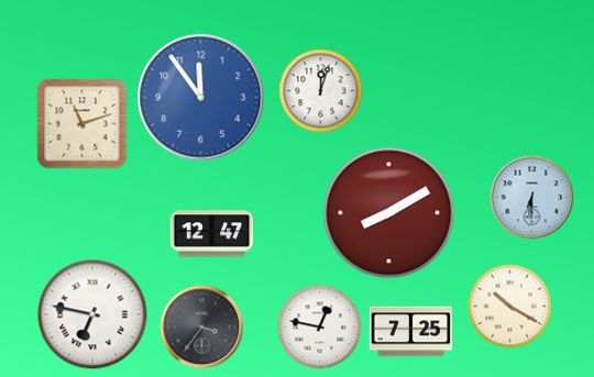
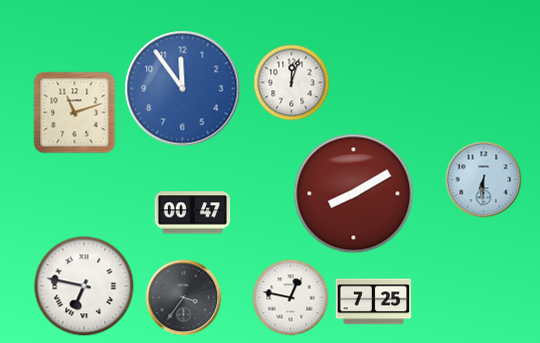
clock at (212, 234): 12:47 -> 00:47
clock at (510, 307): 10:20 -> none
